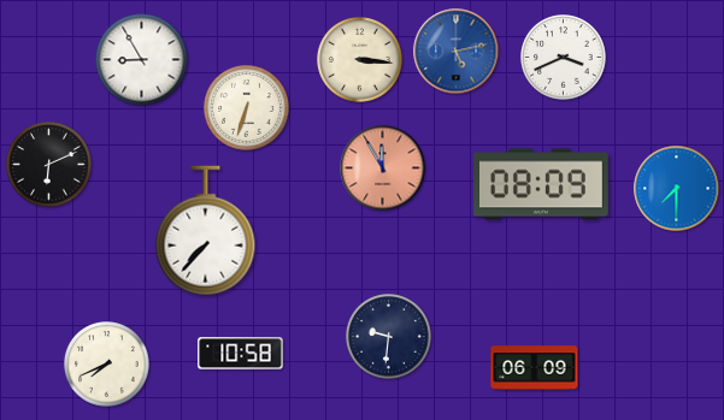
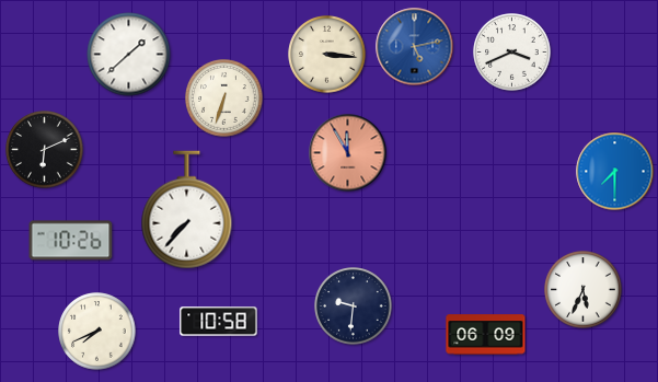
clock at (142, 60): 8:55 -> 1:38
clock at (541, 184): 08:09 -> none
clock at (71, 241): none -> 10:26
clock at (584, 290): none -> 5:34
